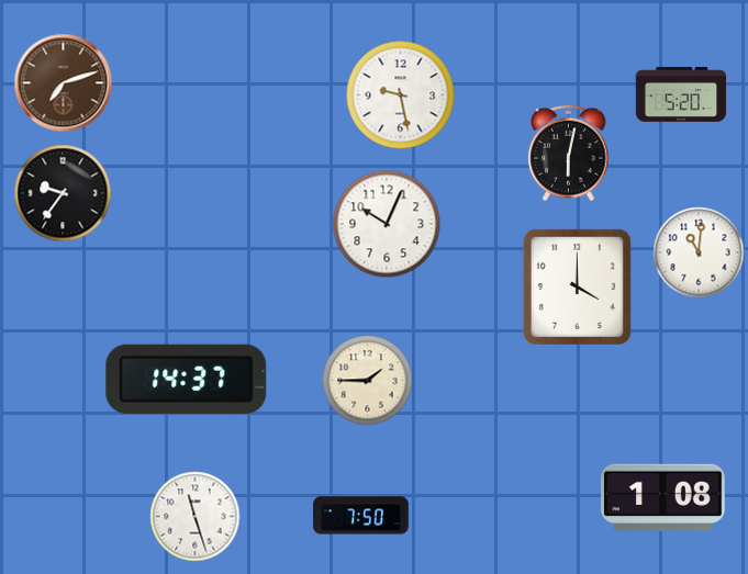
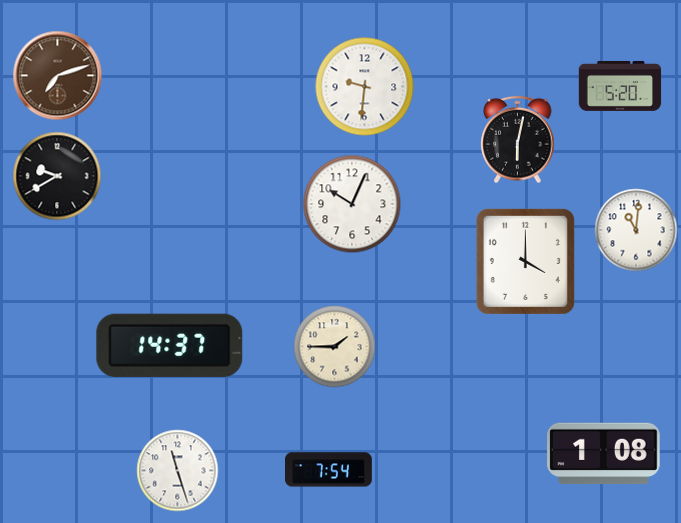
clock at (401, 95): 9:28 -> 9:31
clock at (63, 193): 9:36 -> 9:40
clock at (361, 516): 7:50 -> 7:54
